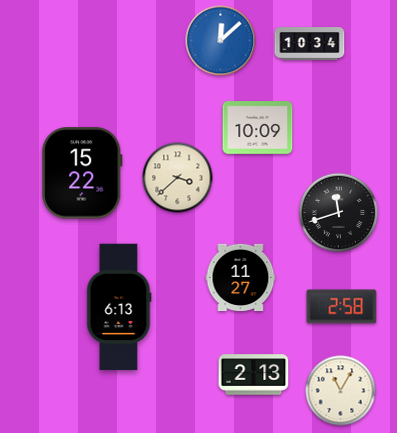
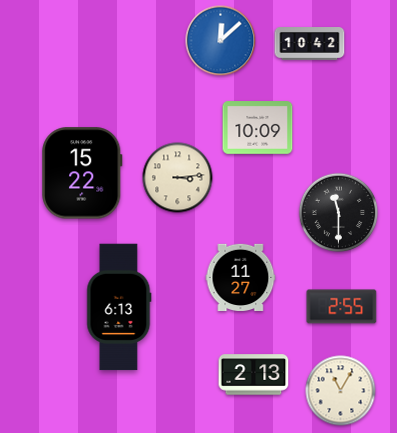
clock at (310, 44): 10:34 -> 10:42
clock at (178, 178): 3:38 -> 3:14
clock at (339, 213): 11:42 -> 11:30
clock at (342, 307): 2:58 -> 2:55
